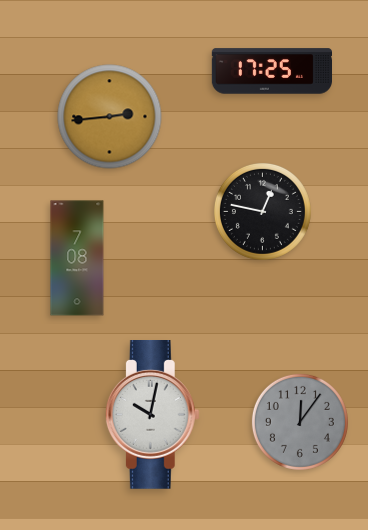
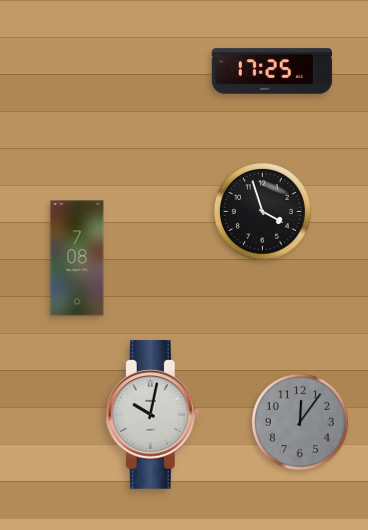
clock at (110, 117): 2:44 -> none
clock at (262, 211): 12:47 -> 3:57
